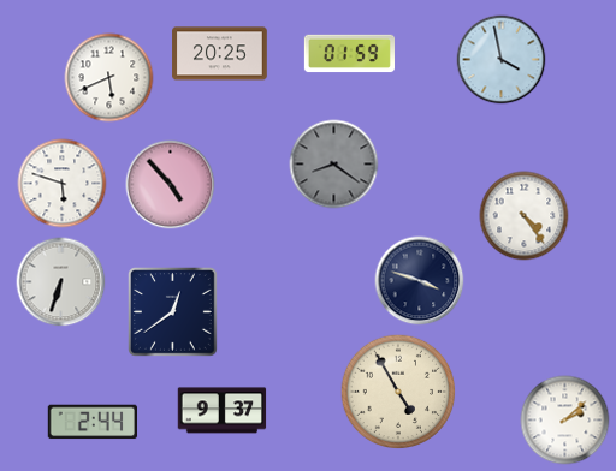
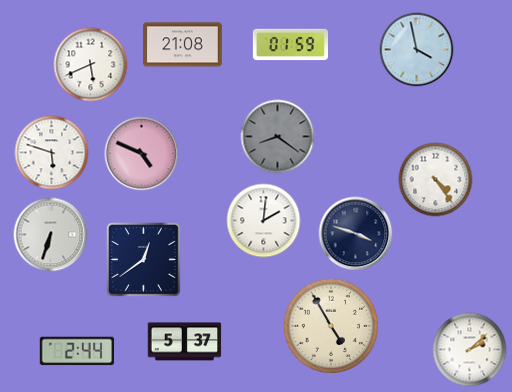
clock at (220, 54): 20:25 -> 21:08
clock at (171, 185): 4:53 -> 4:49
clock at (264, 221): none -> 2:01
clock at (420, 281) position: (420, 281) -> (356, 234)
clock at (223, 411): 9:37 -> 5:37
